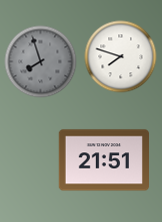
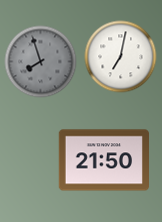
clock at (121, 57): 7:48 -> 7:02
clock at (103, 160): 21:51 -> 21:50
